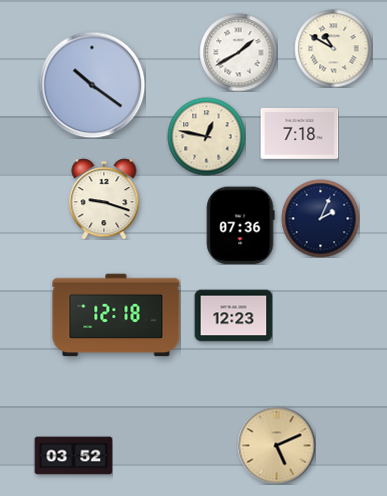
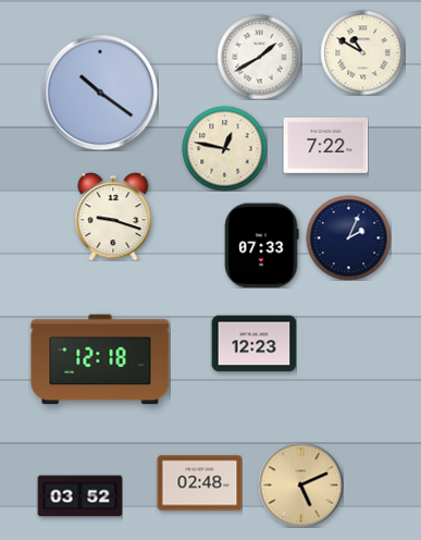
clock at (299, 133): 7:18 -> 7:22
clock at (240, 225): 07:36 -> 07:33
clock at (116, 315) position: (116, 315) -> (100, 359)
clock at (199, 483): none -> 02:48
